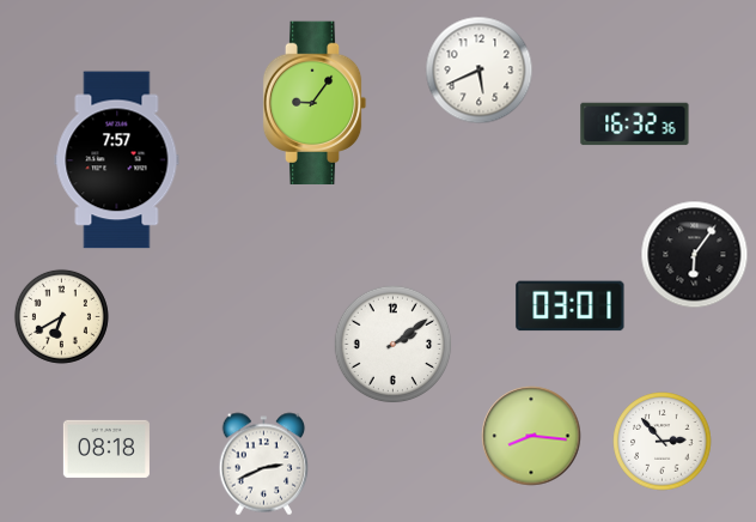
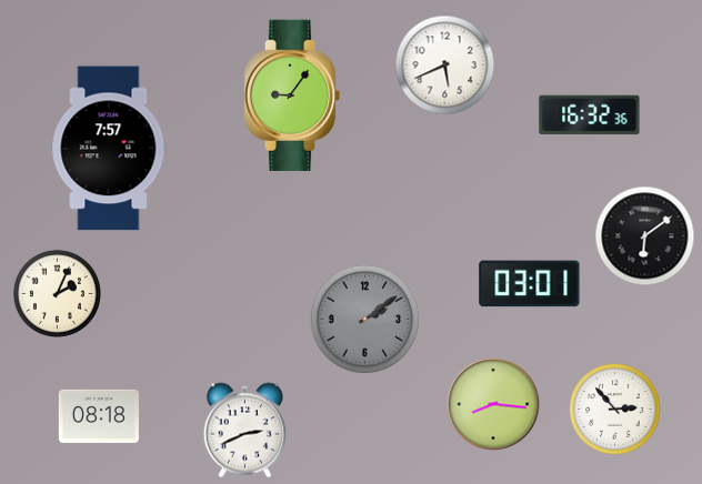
clock at (695, 255): 6:06 -> 6:09
clock at (61, 316): 6:40 -> 2:04
clock at (394, 345) dial: white -> grey
